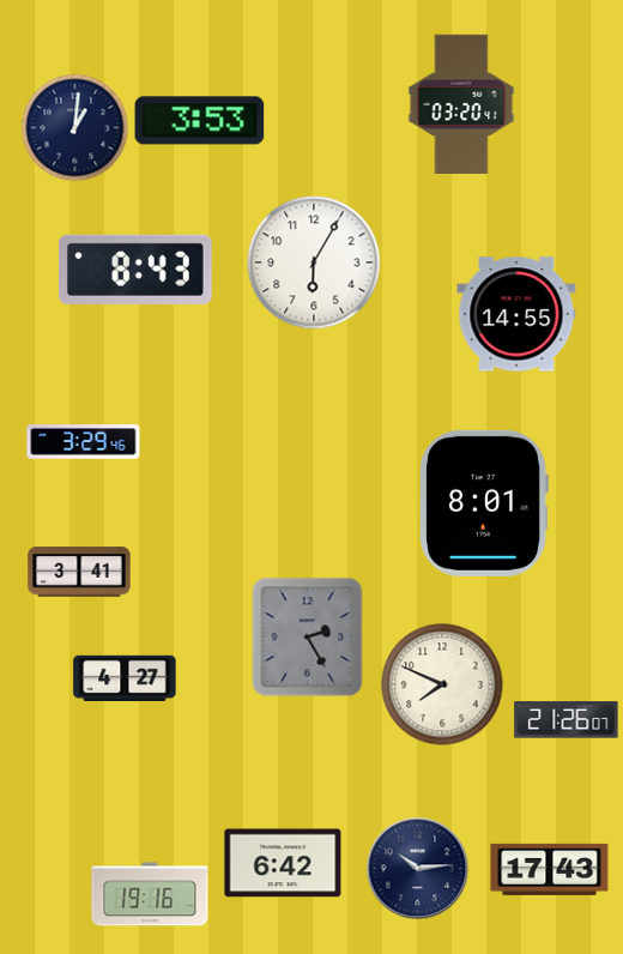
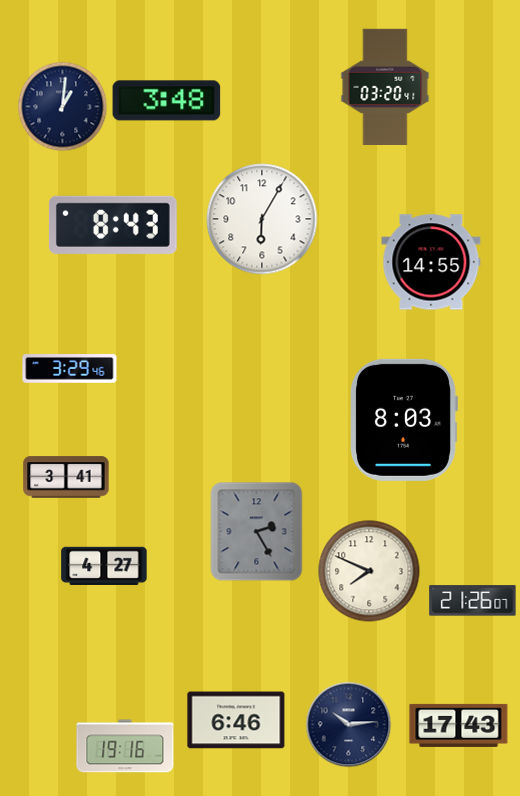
clock at (200, 121): 3:53 -> 3:48
clock at (484, 503): 8:01 -> 8:03
clock at (283, 863): 6:42 -> 6:46
